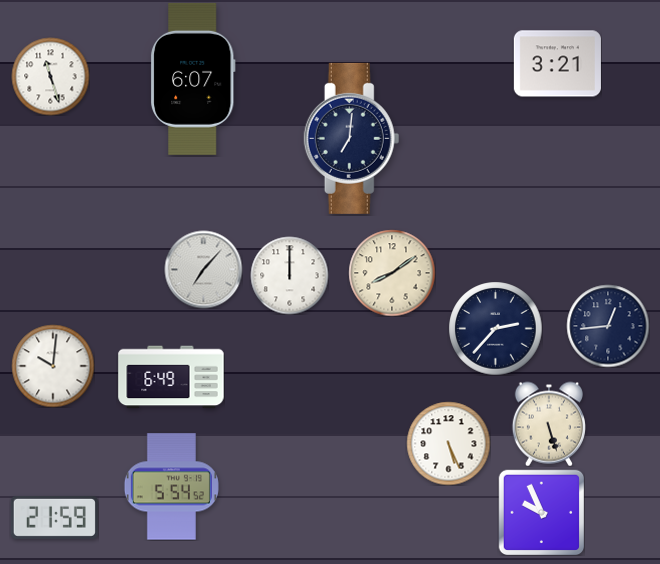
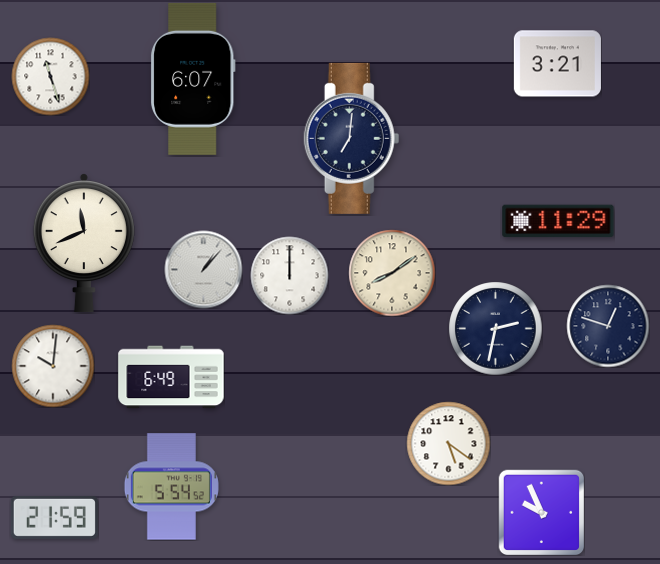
clock at (558, 221): none -> 11:29
clock at (84, 243): none -> 11:41
clock at (203, 269): 7:07 -> 1:07
clock at (608, 326): 12:44 -> 12:48
clock at (495, 328): 2:37 -> 2:32
clock at (549, 424): 5:27 -> none
clock at (448, 443): 5:26 -> 5:21
